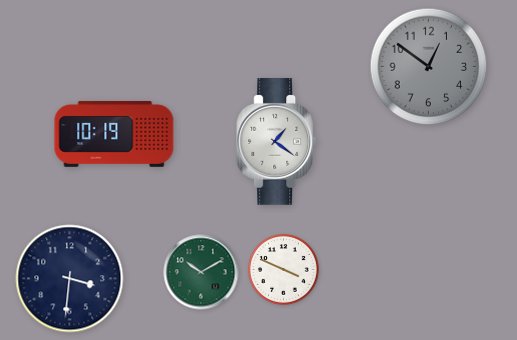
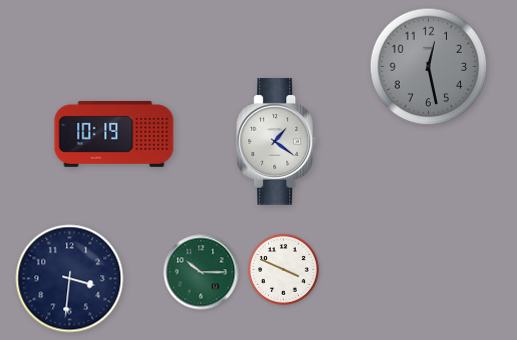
clock at (429, 67): 12:51 -> 12:28
clock at (201, 272): 10:10 -> 10:15
